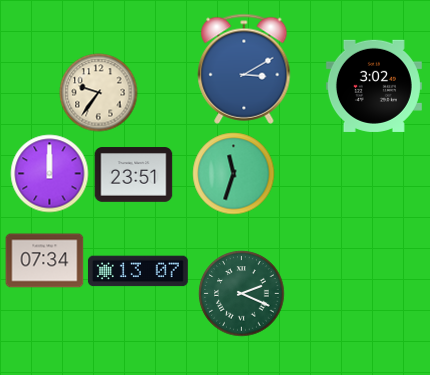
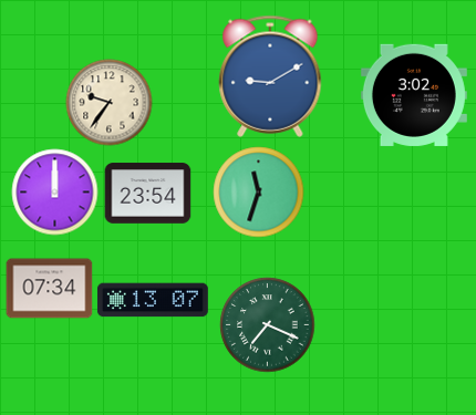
clock at (244, 69): 3:10 -> 9:10
clock at (133, 175): 23:51 -> 23:54
clock at (241, 293): 2:19 -> 7:19
